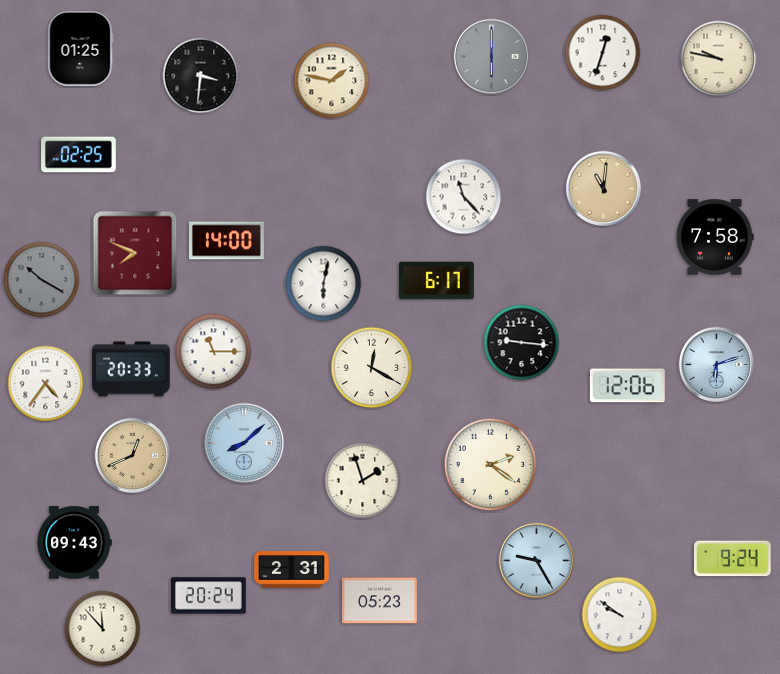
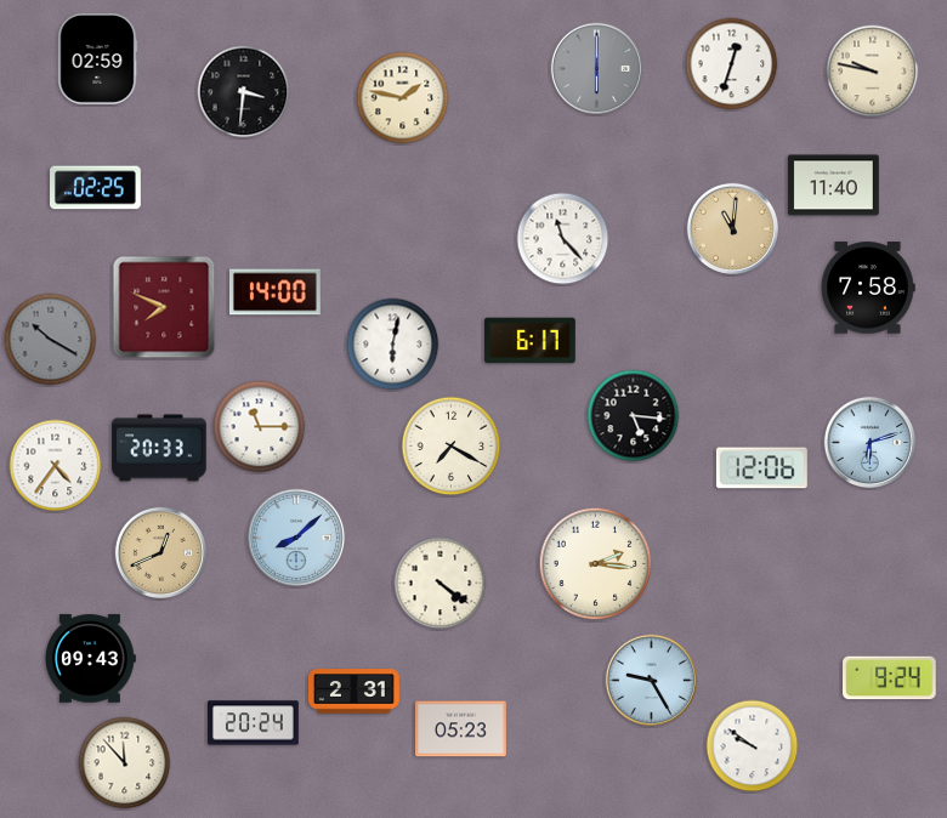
clock at (81, 48): 01:25 -> 02:59
clock at (833, 186): none -> 11:40
clock at (522, 343): 9:16 -> 5:16
clock at (372, 368): 12:20 -> 7:20
clock at (491, 465): 2:21 -> 2:16
clock at (363, 481): 1:57 -> 4:21
